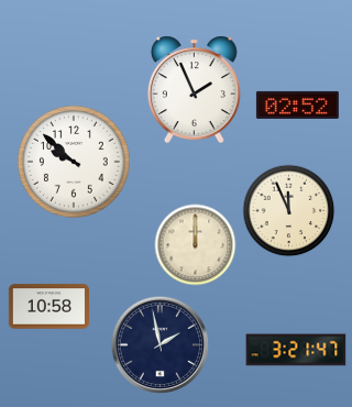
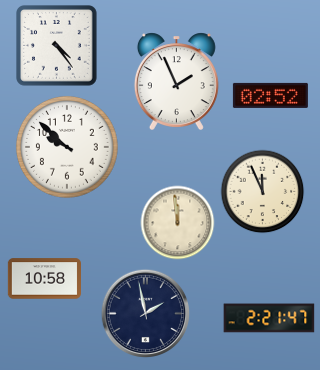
clock at (57, 46): none -> 4:24
clock at (196, 245): 12:00 -> 11:59
clock at (296, 350): 3:21 -> 2:21
